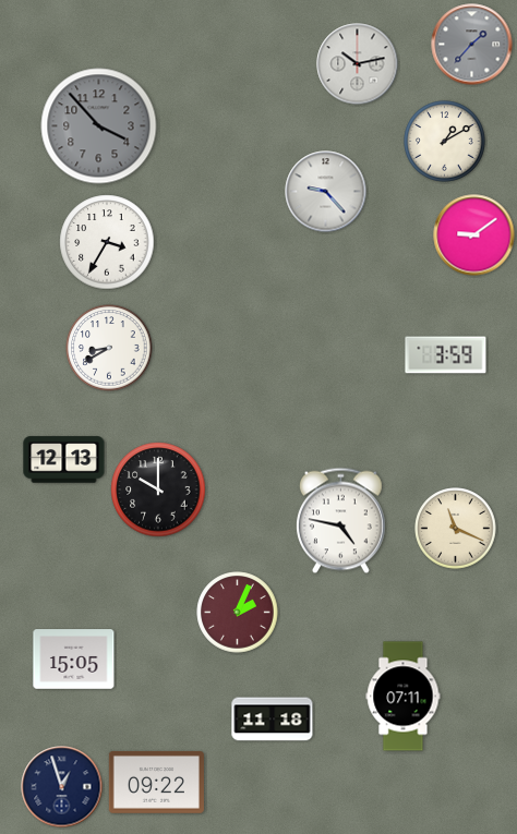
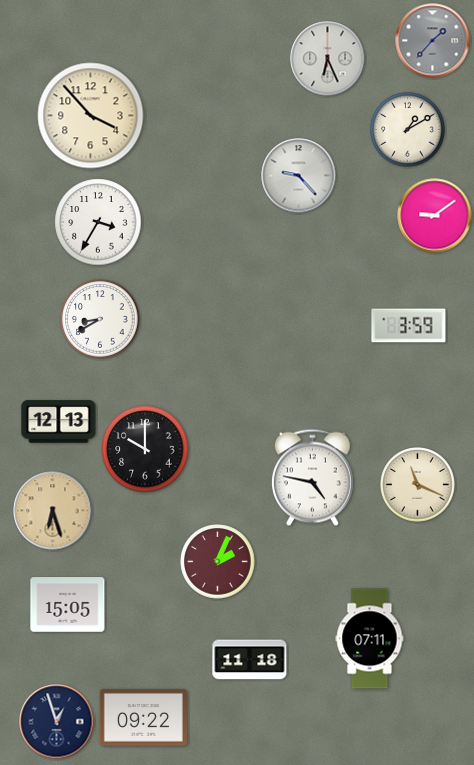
clock at (358, 64): 10:13 -> 6:26
clock at (99, 126) dial: grey -> cream
clock at (53, 511): none -> 6:27
